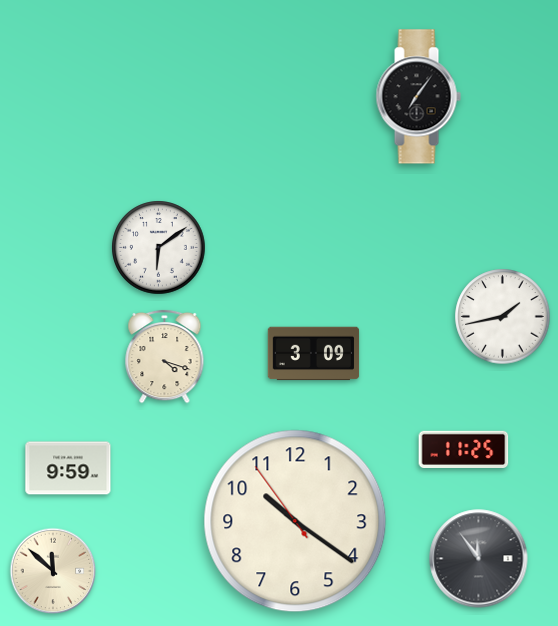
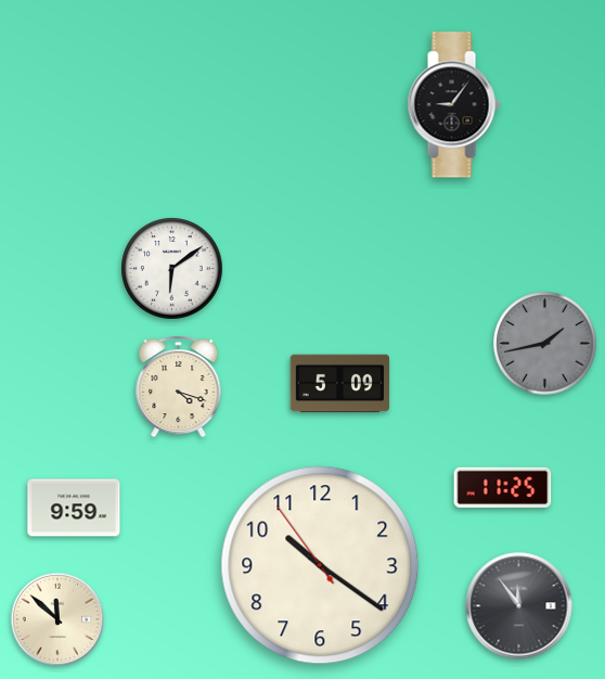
clock at (418, 97): 7:06 -> 9:06
clock at (503, 317) dial: white -> grey
clock at (314, 354): 3:09 -> 5:09
